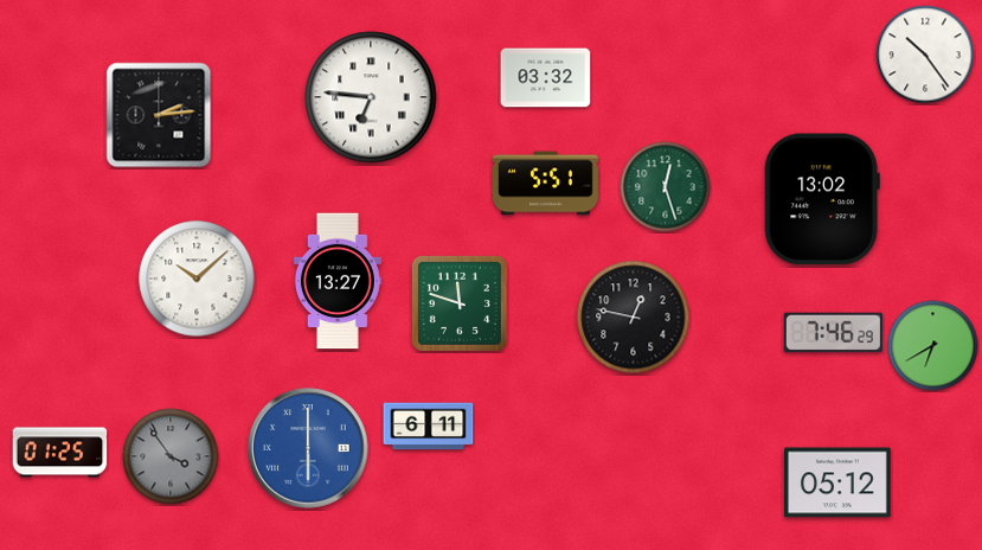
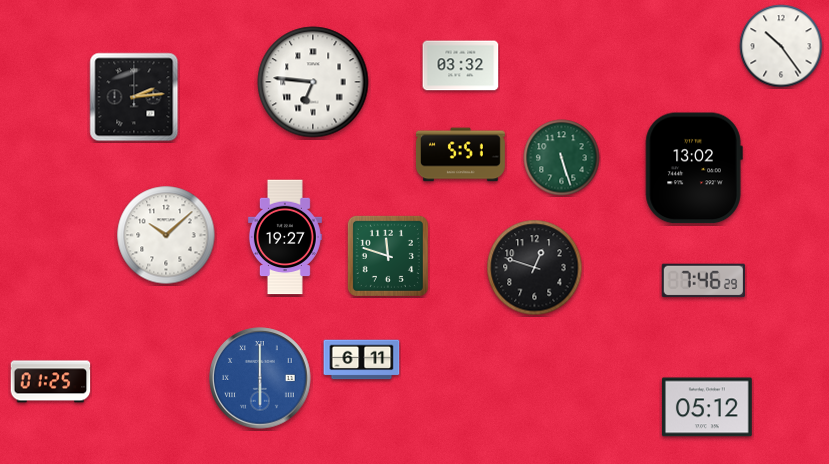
clock at (666, 187): 12:27 -> 5:27
clock at (338, 281): 13:27 -> 19:27
clock at (634, 318): 12:47 -> 12:48
clock at (933, 346): 6:40 -> none
clock at (171, 456): 3:54 -> none
